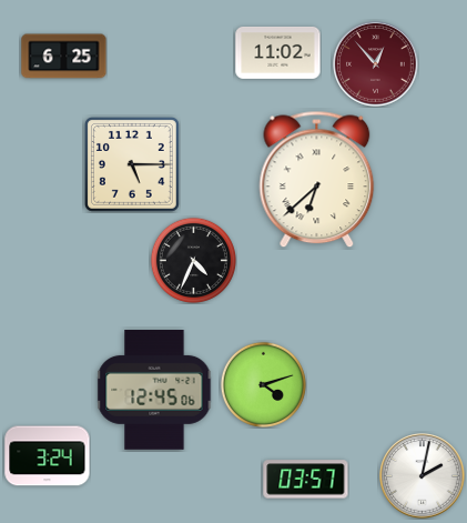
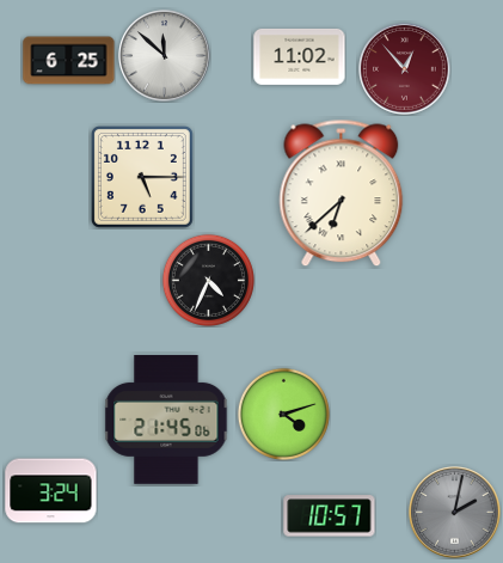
clock at (165, 56): none -> 11:52
clock at (154, 391): 12:45 -> 21:45
clock at (423, 476) dial: white -> grey
clock at (306, 480): 03:57 -> 10:57
